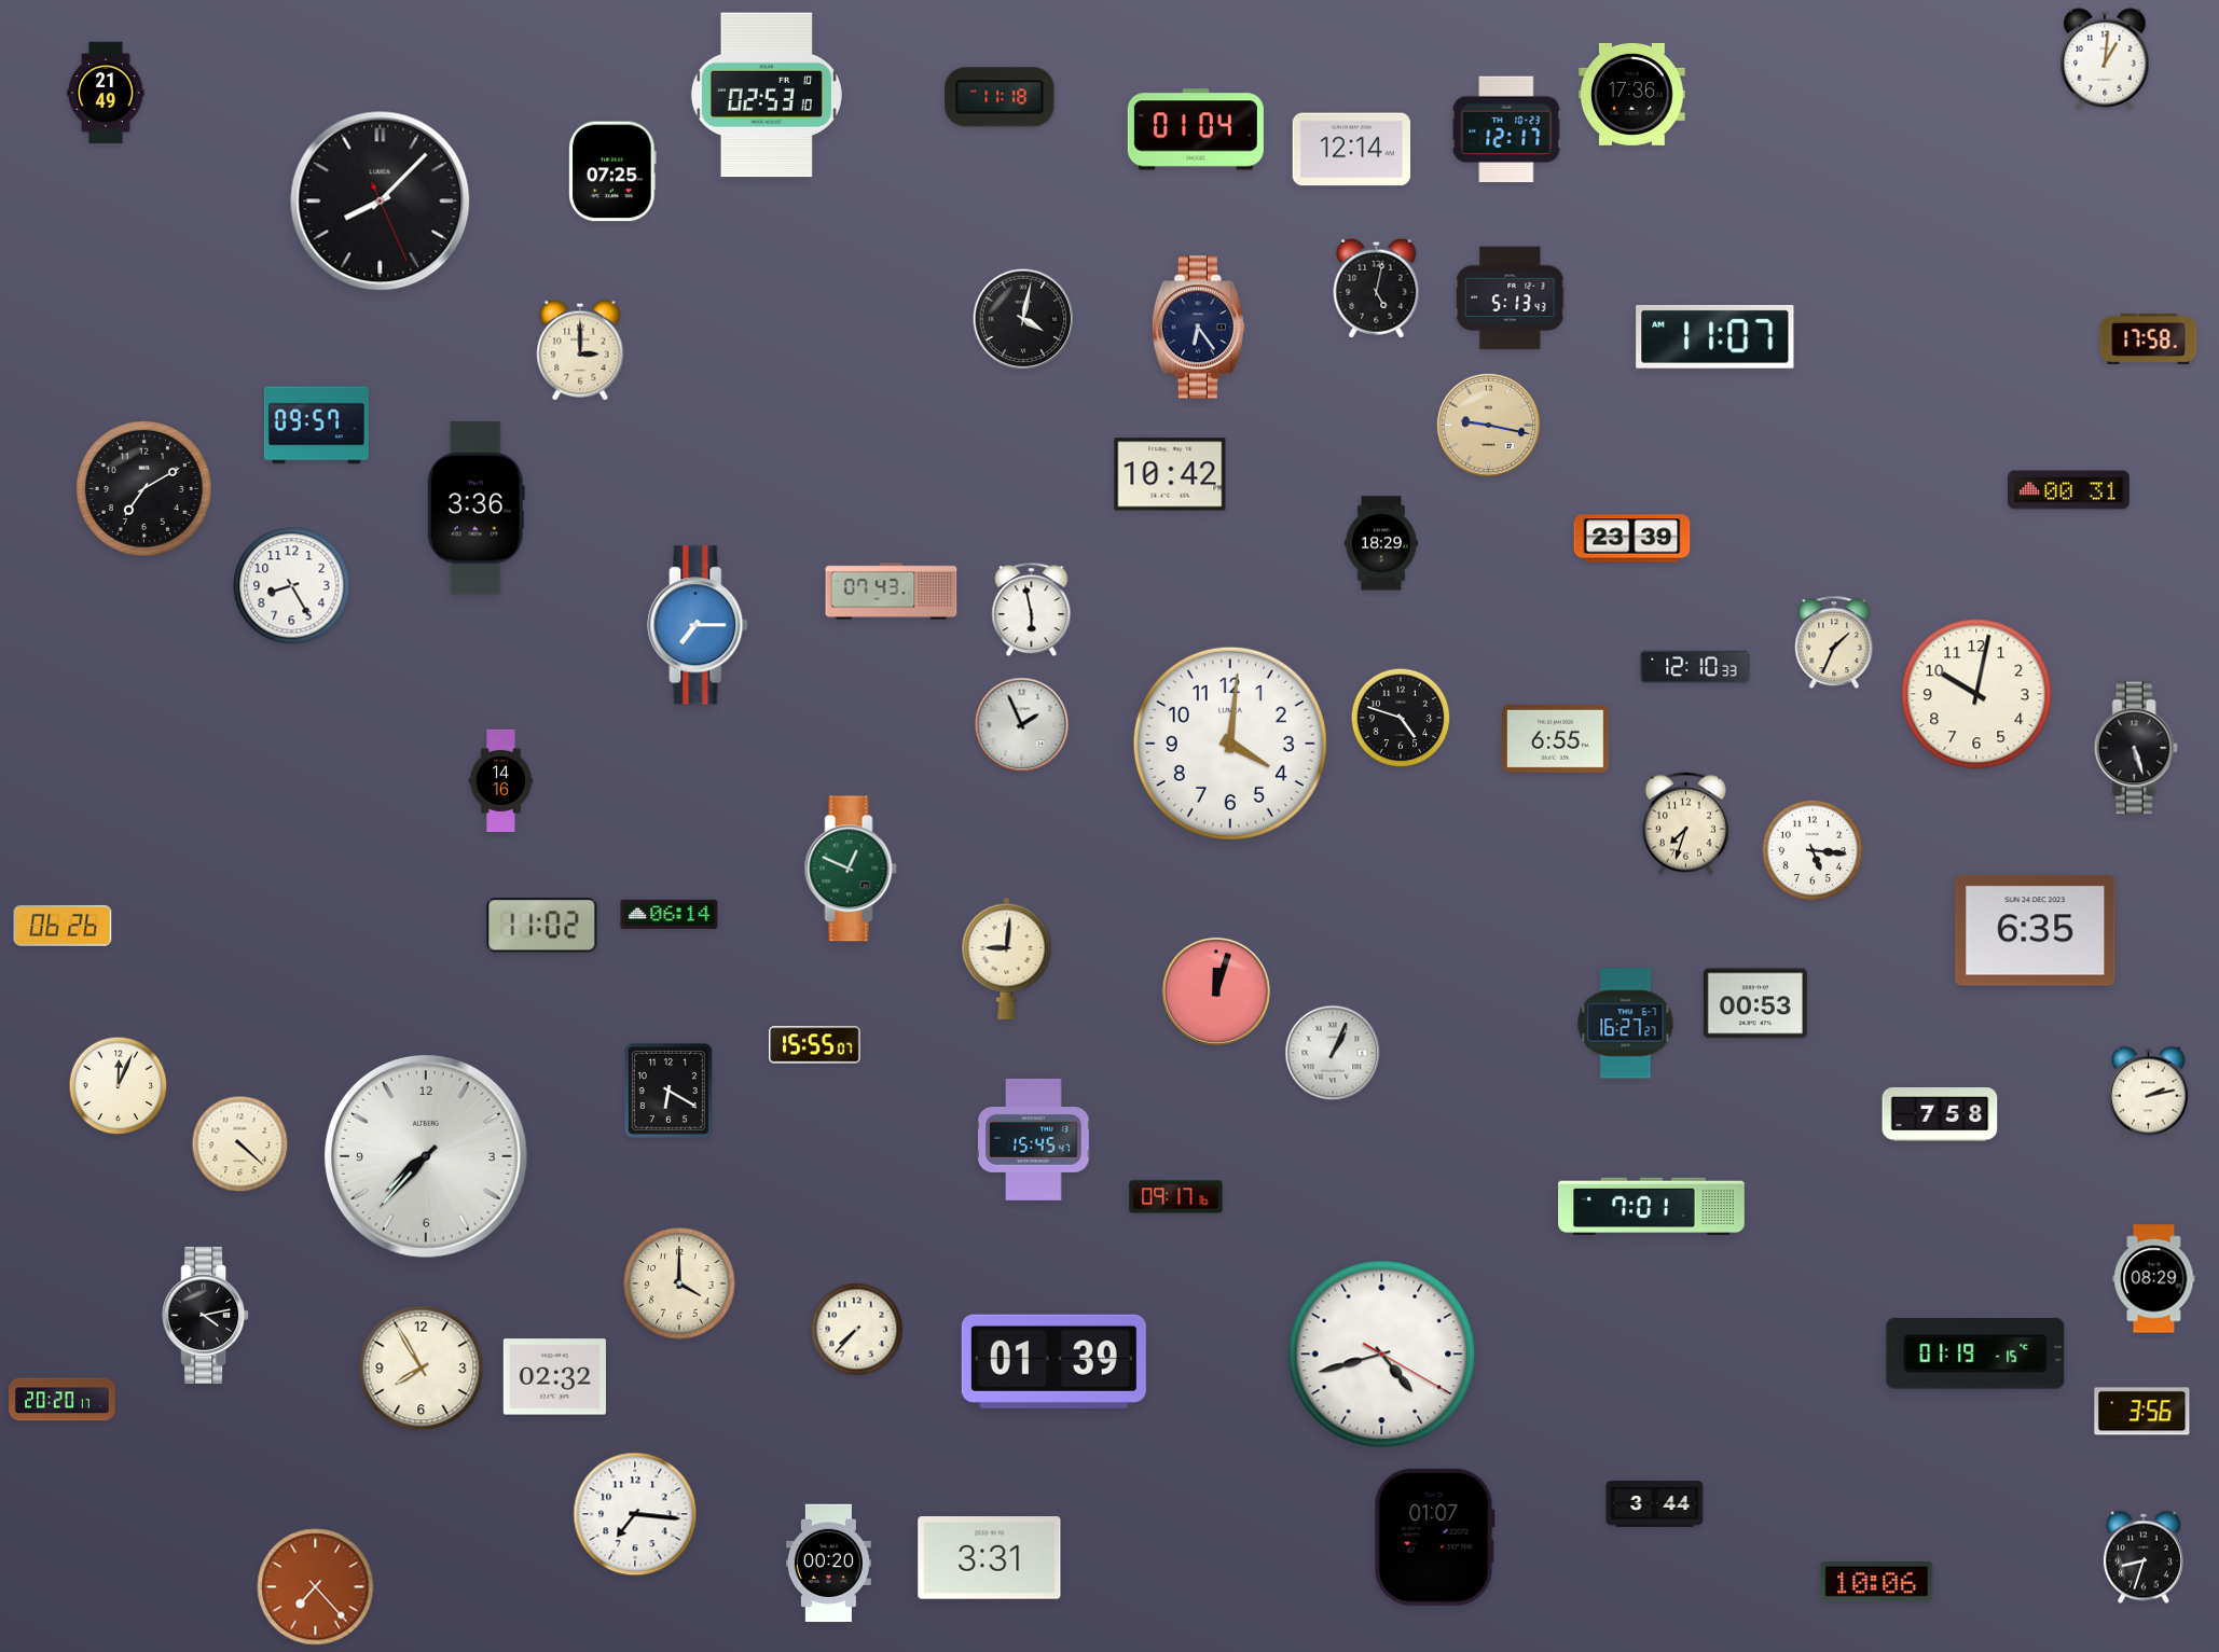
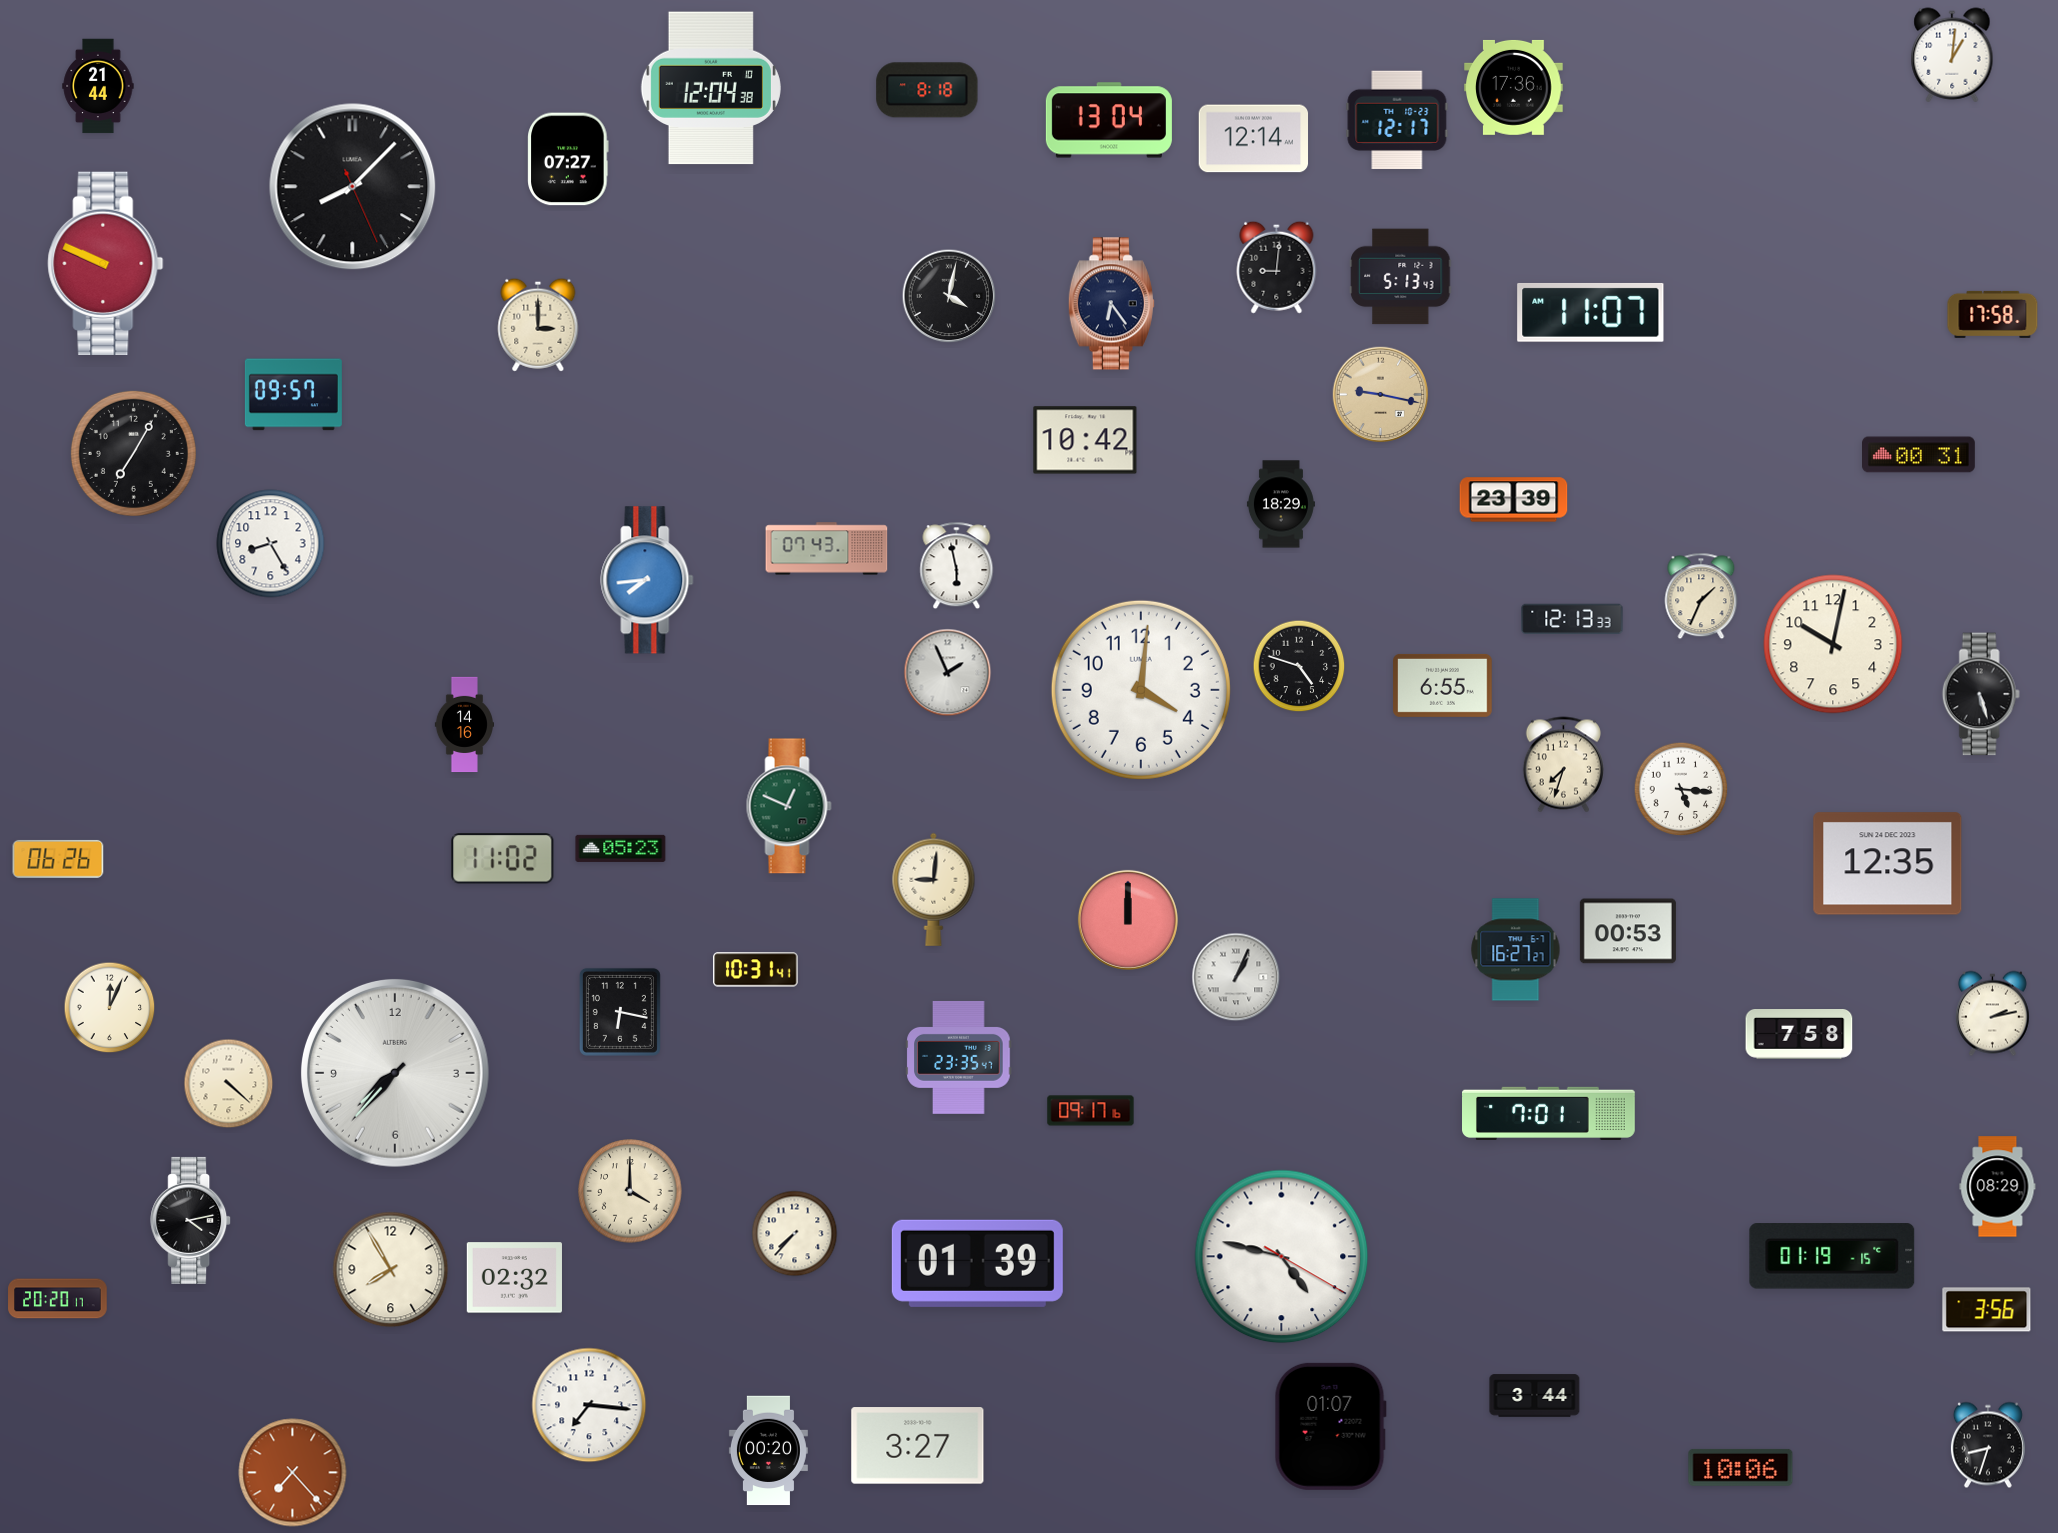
clock at (106, 93): 21:49 -> 21:44
clock at (767, 95): 02:53 -> 12:04
clock at (1000, 97): 11:18 -> 8:18
clock at (1196, 129): 01:04 -> 13:04
clock at (612, 171): 07:25 -> 07:27
clock at (106, 263): none -> 9:49
clock at (1377, 288): 5:02 -> 9:01
clock at (143, 488): 7:10 -> 7:05
clock at (475, 509): 3:36 -> none
clock at (698, 625): 7:15 -> 7:44
clock at (1695, 666): 12:10 -> 12:13
clock at (670, 914): 06:14 -> 05:23
clock at (2036, 931): 6:35 -> 12:35
clock at (1216, 991): 12:03 -> 12:00
clock at (1626, 1024) position: (1626, 1024) -> (1516, 950)
clock at (815, 1045): 15:55 -> 10:31
clock at (669, 1091): 6:20 -> 6:17
clock at (1034, 1139): 15:45 -> 23:35
clock at (240, 1144) position: (240, 1144) -> (229, 1084)
clock at (1652, 1206) position: (1652, 1206) -> (1549, 1113)
clock at (1382, 1355): 4:42 -> 4:47
clock at (990, 1558): 3:31 -> 3:27
